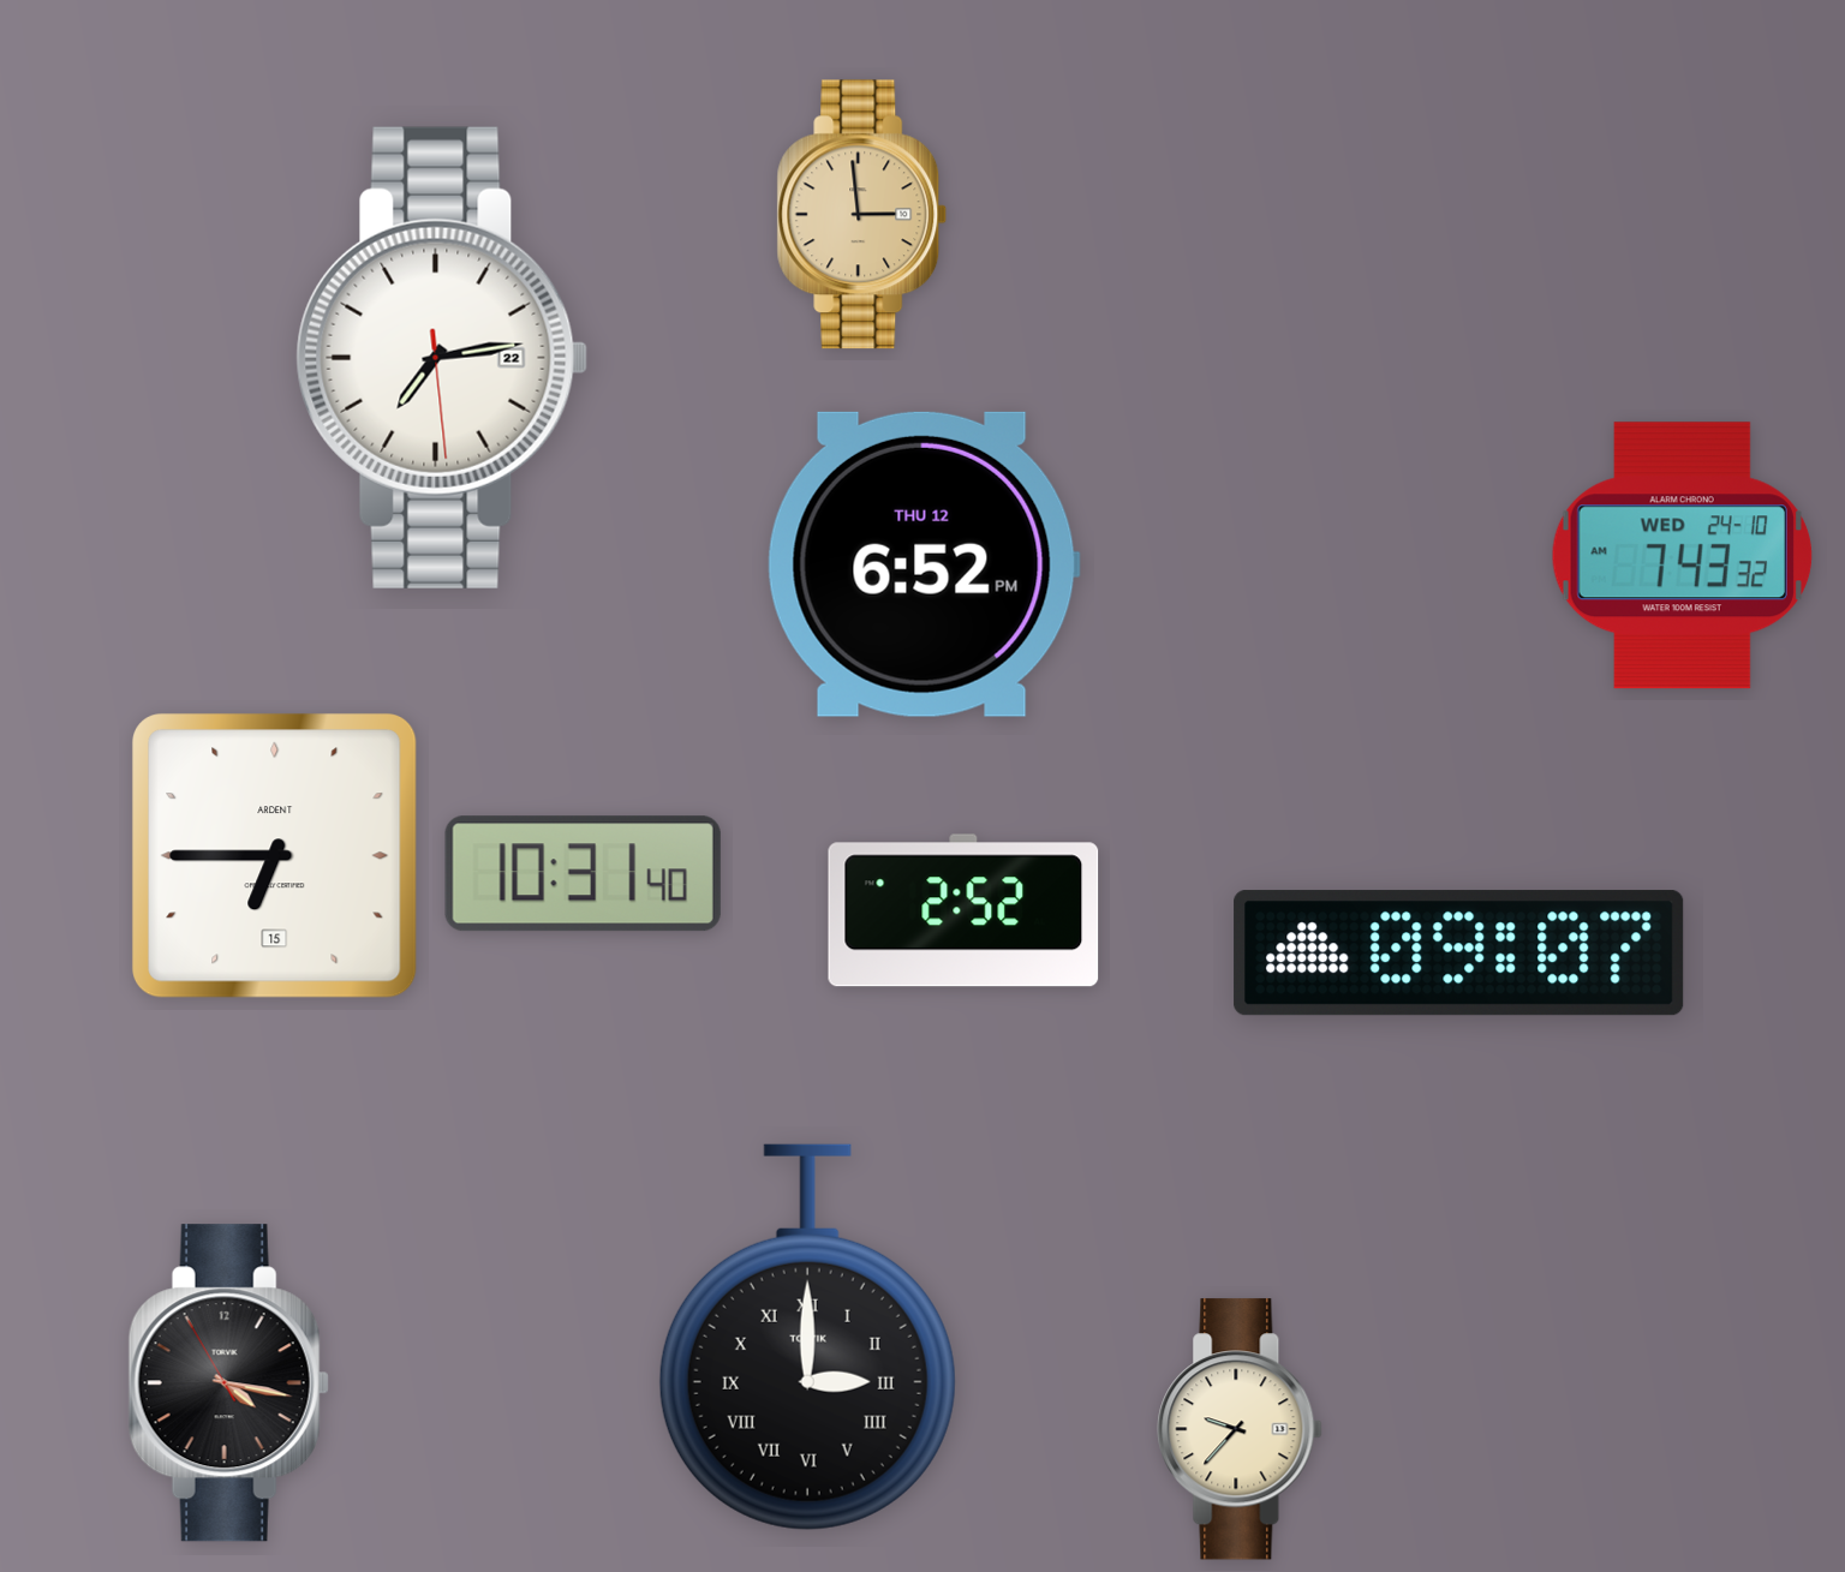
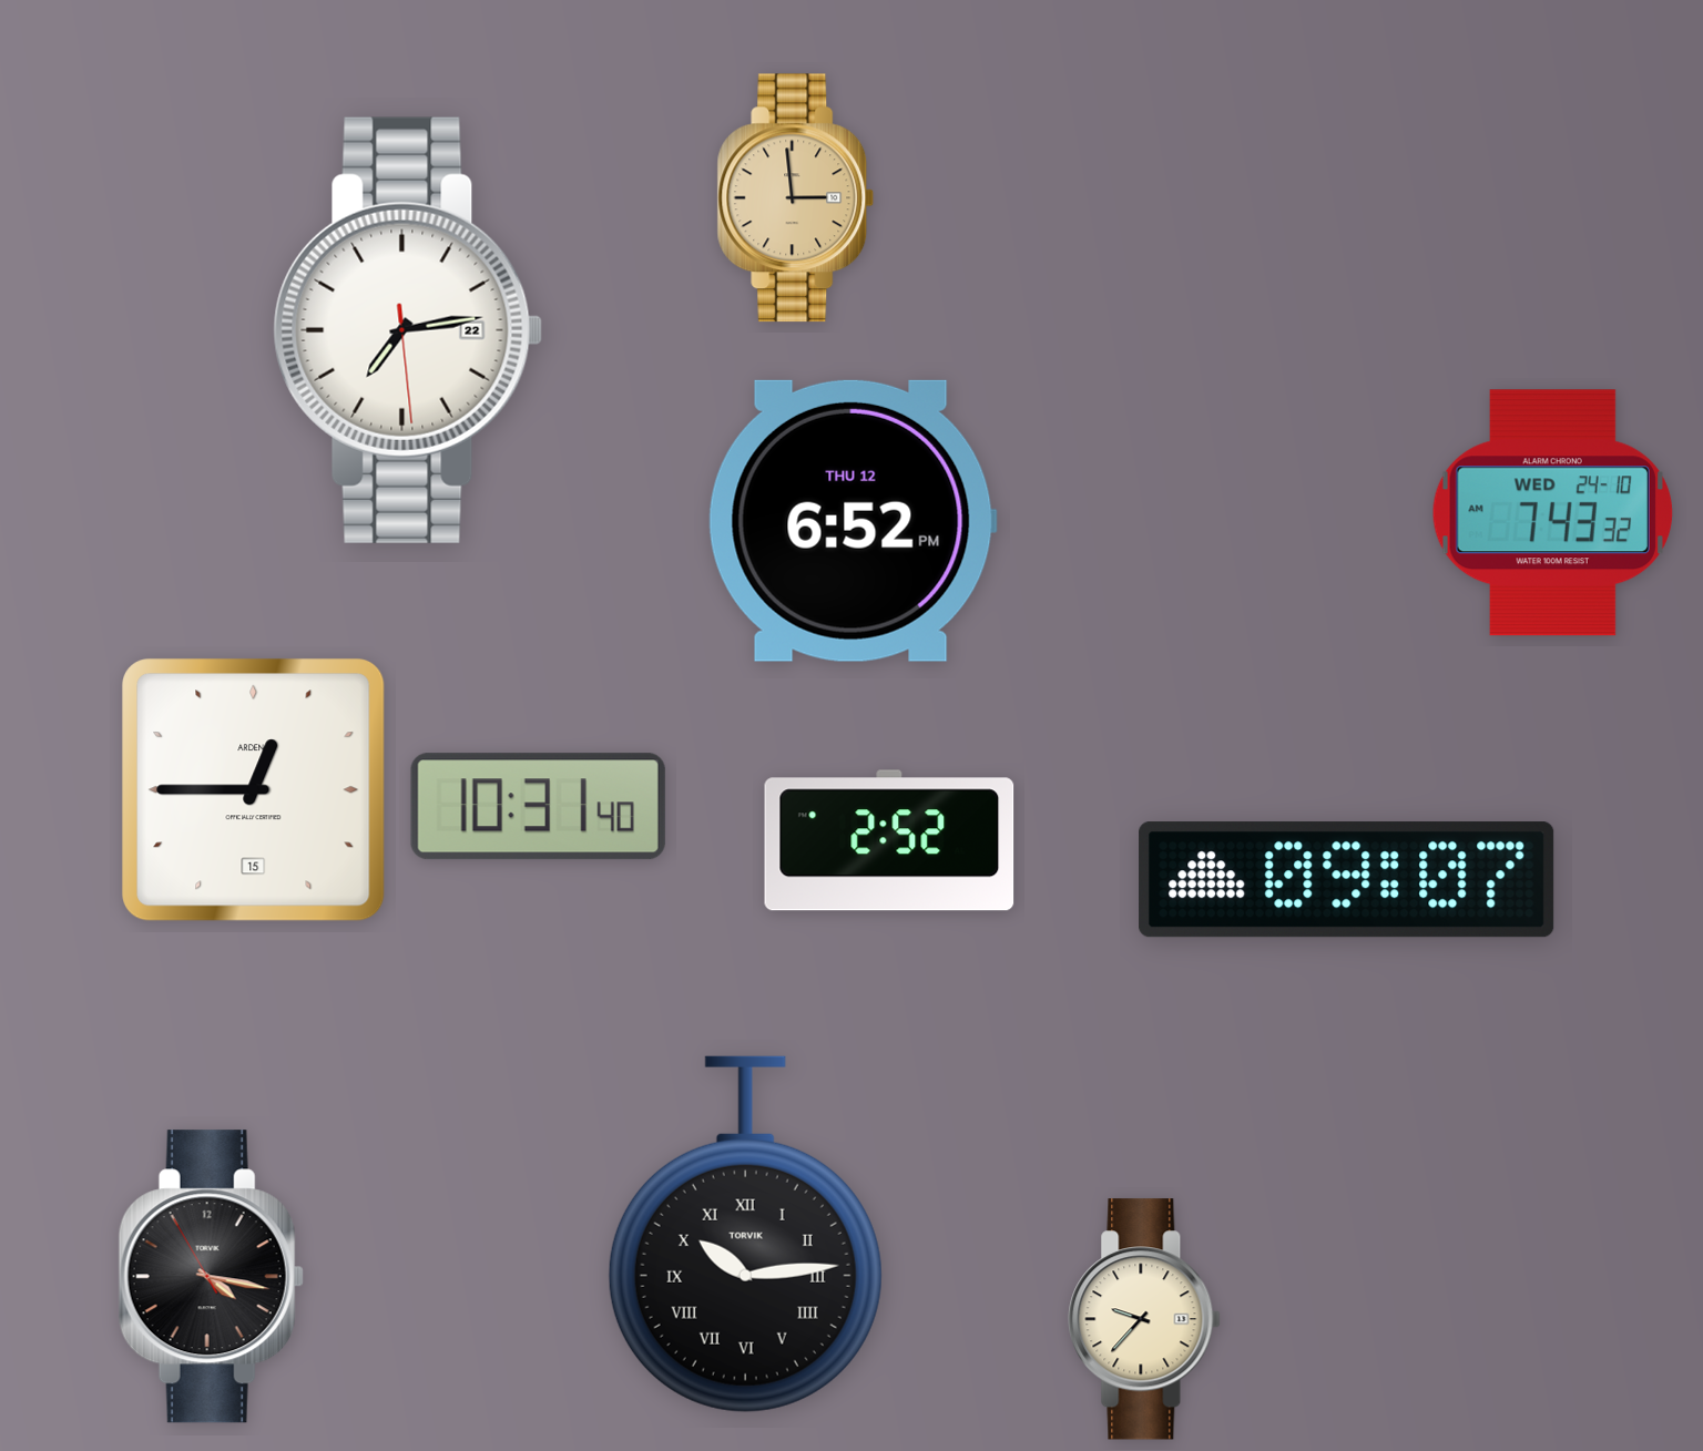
clock at (275, 856): 6:45 -> 12:45
clock at (807, 1338): 3:00 -> 10:14
